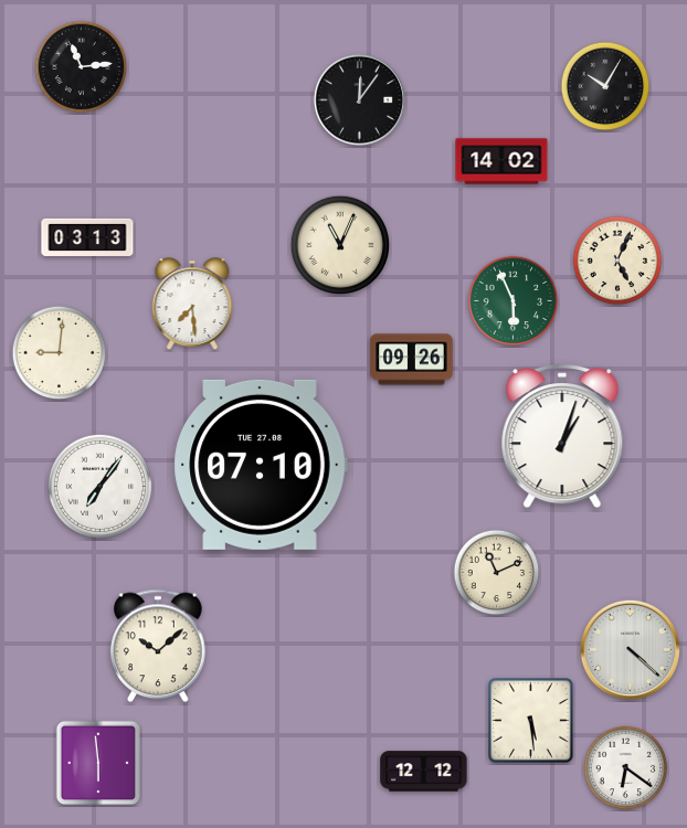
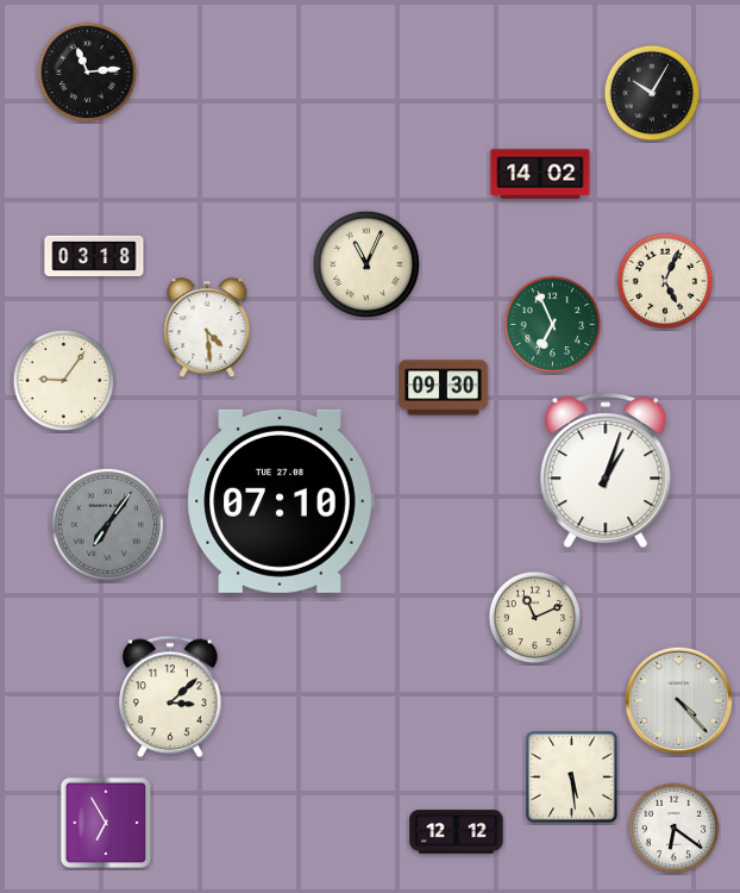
clock at (359, 99): 12:06 -> none
clock at (87, 237): 03:13 -> 03:18
clock at (514, 301): 5:56 -> 6:56
clock at (192, 304): 7:29 -> 4:29
clock at (60, 353): 9:01 -> 9:06
clock at (412, 360): 09:26 -> 09:30
clock at (99, 486) dial: white -> grey
clock at (159, 646): 10:08 -> 3:08
clock at (630, 649): 4:22 -> 4:23
clock at (98, 763): 5:59 -> 6:55
